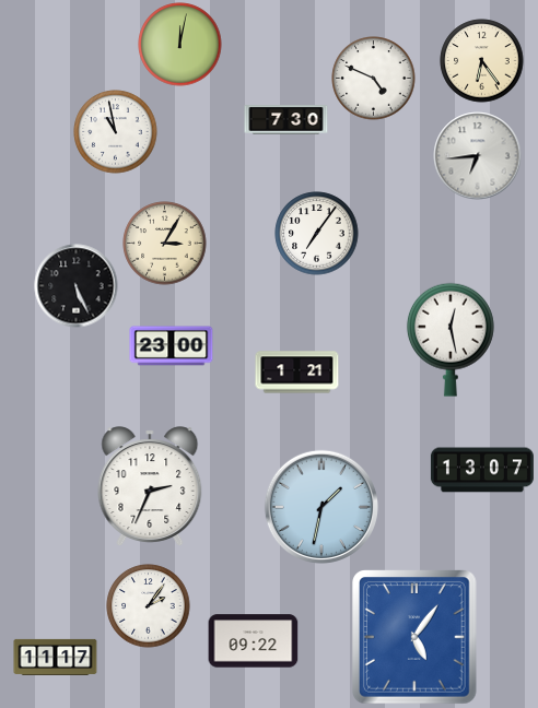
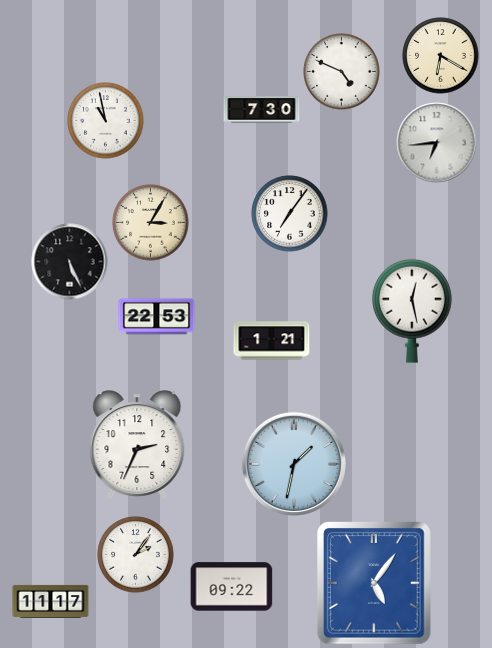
clock at (180, 45): 12:02 -> none
clock at (482, 61): 6:24 -> 6:20
clock at (172, 346): 23:00 -> 22:53
clock at (482, 470): 13:07 -> none
clock at (416, 637) position: (416, 637) -> (375, 583)
